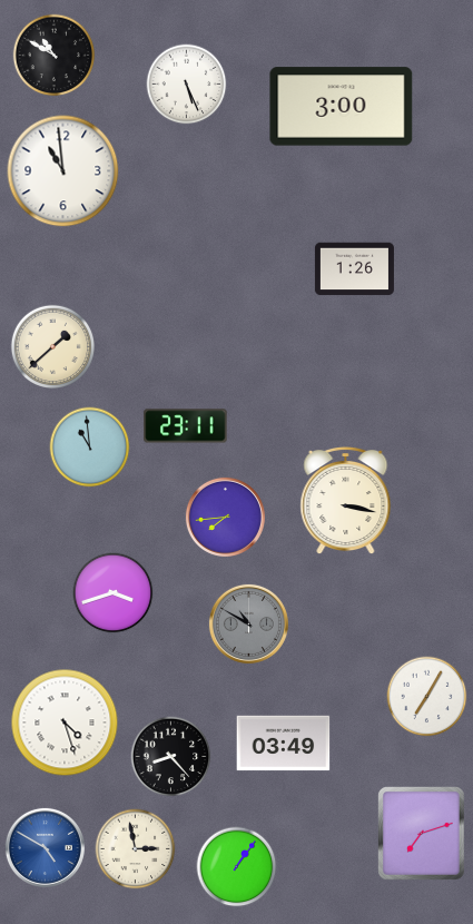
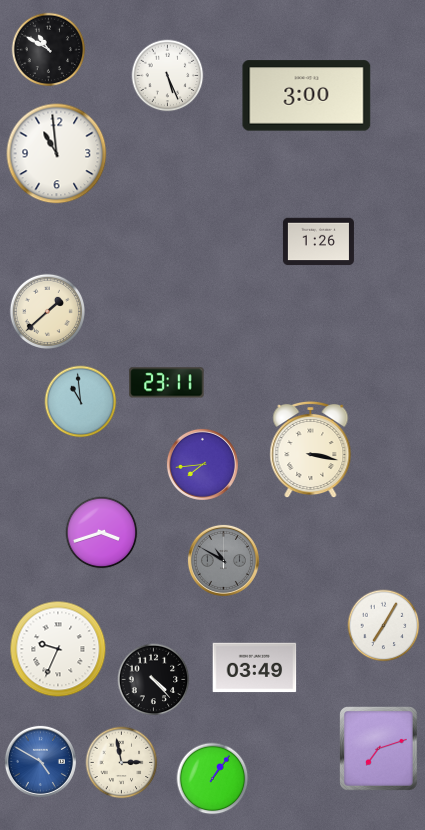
clock at (65, 723): 4:27 -> 9:34
clock at (171, 757): 8:23 -> 4:23
